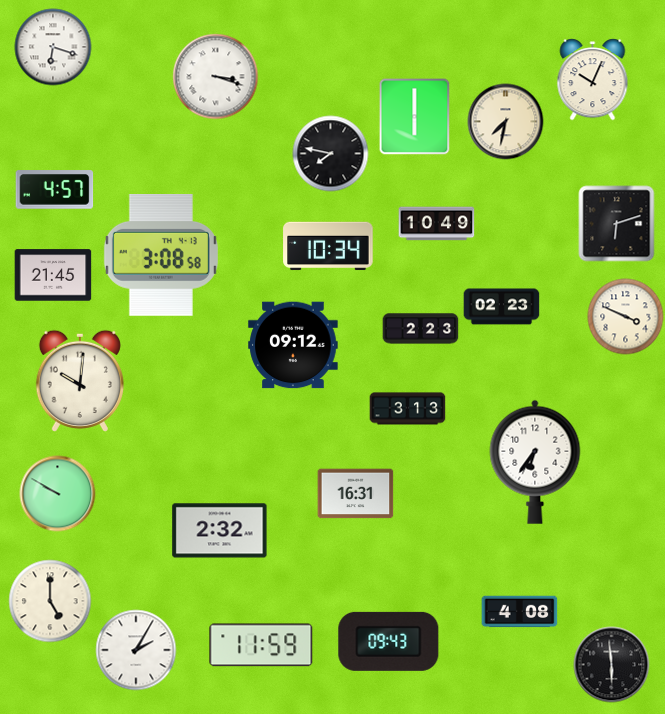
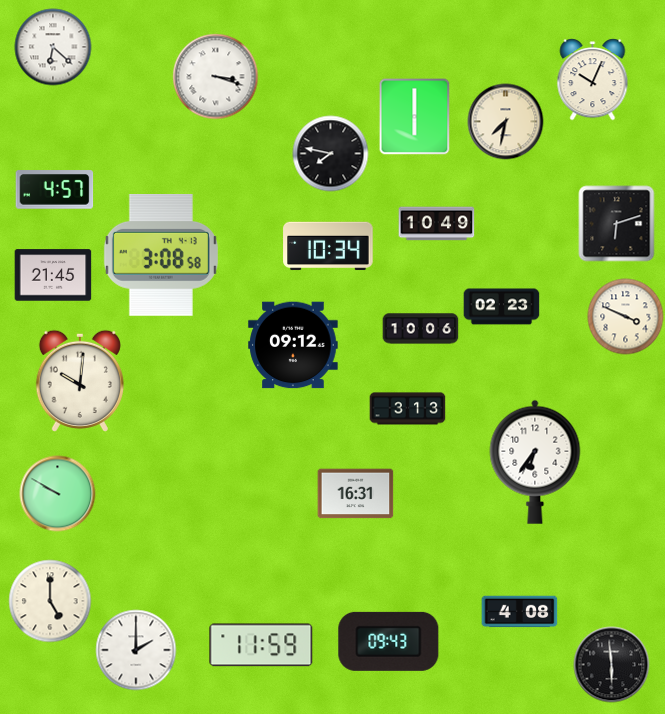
clock at (53, 47): 6:18 -> 6:22
clock at (421, 329): 2:23 -> 10:06
clock at (220, 531): 2:32 -> none
clock at (136, 650): 2:05 -> 2:00
